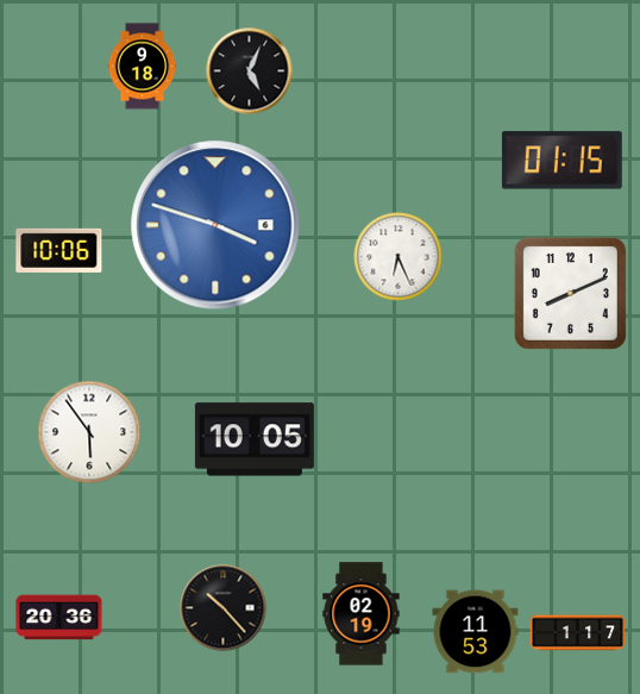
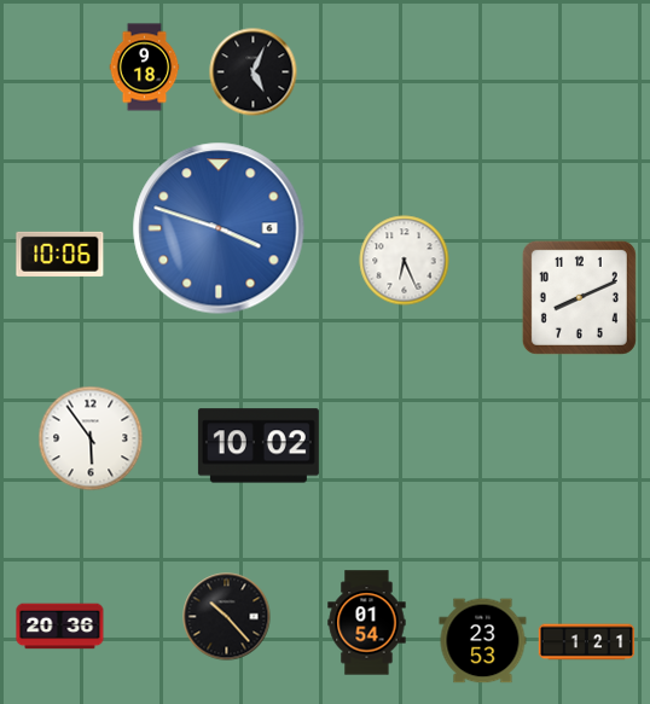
clock at (561, 161): 01:15 -> none
clock at (255, 439): 10:05 -> 10:02
clock at (362, 614): 02:19 -> 01:54
clock at (476, 632): 11:53 -> 23:53
clock at (578, 633): 1:17 -> 1:21
